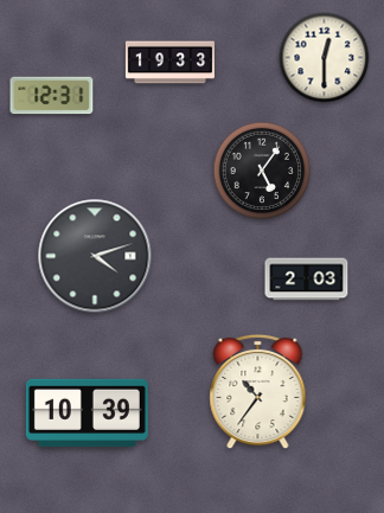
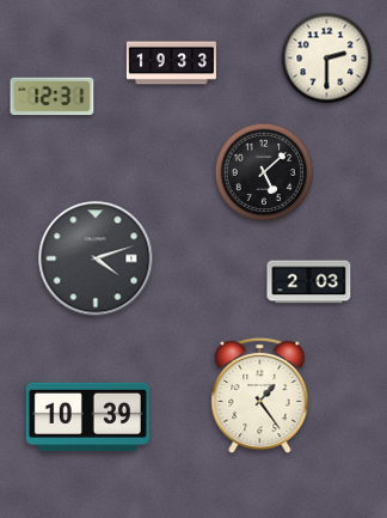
clock at (325, 58): 12:30 -> 2:30
clock at (262, 171): 5:06 -> 5:08
clock at (258, 392): 10:36 -> 1:24
